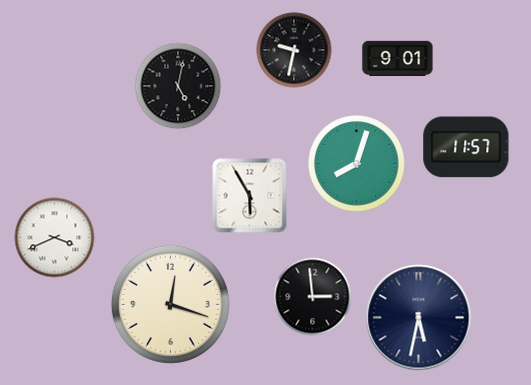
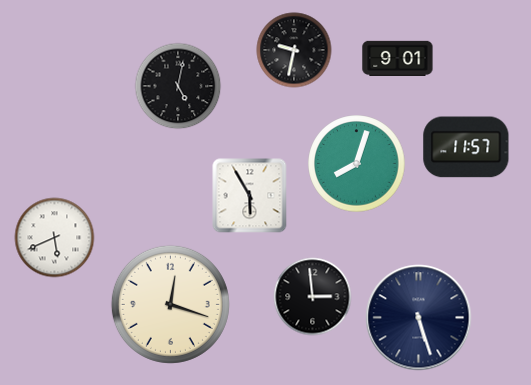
clock at (55, 238): 3:41 -> 5:41
clock at (419, 318): 5:32 -> 5:27
